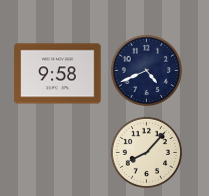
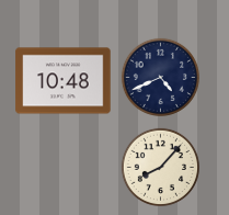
clock at (58, 74): 9:58 -> 10:48
